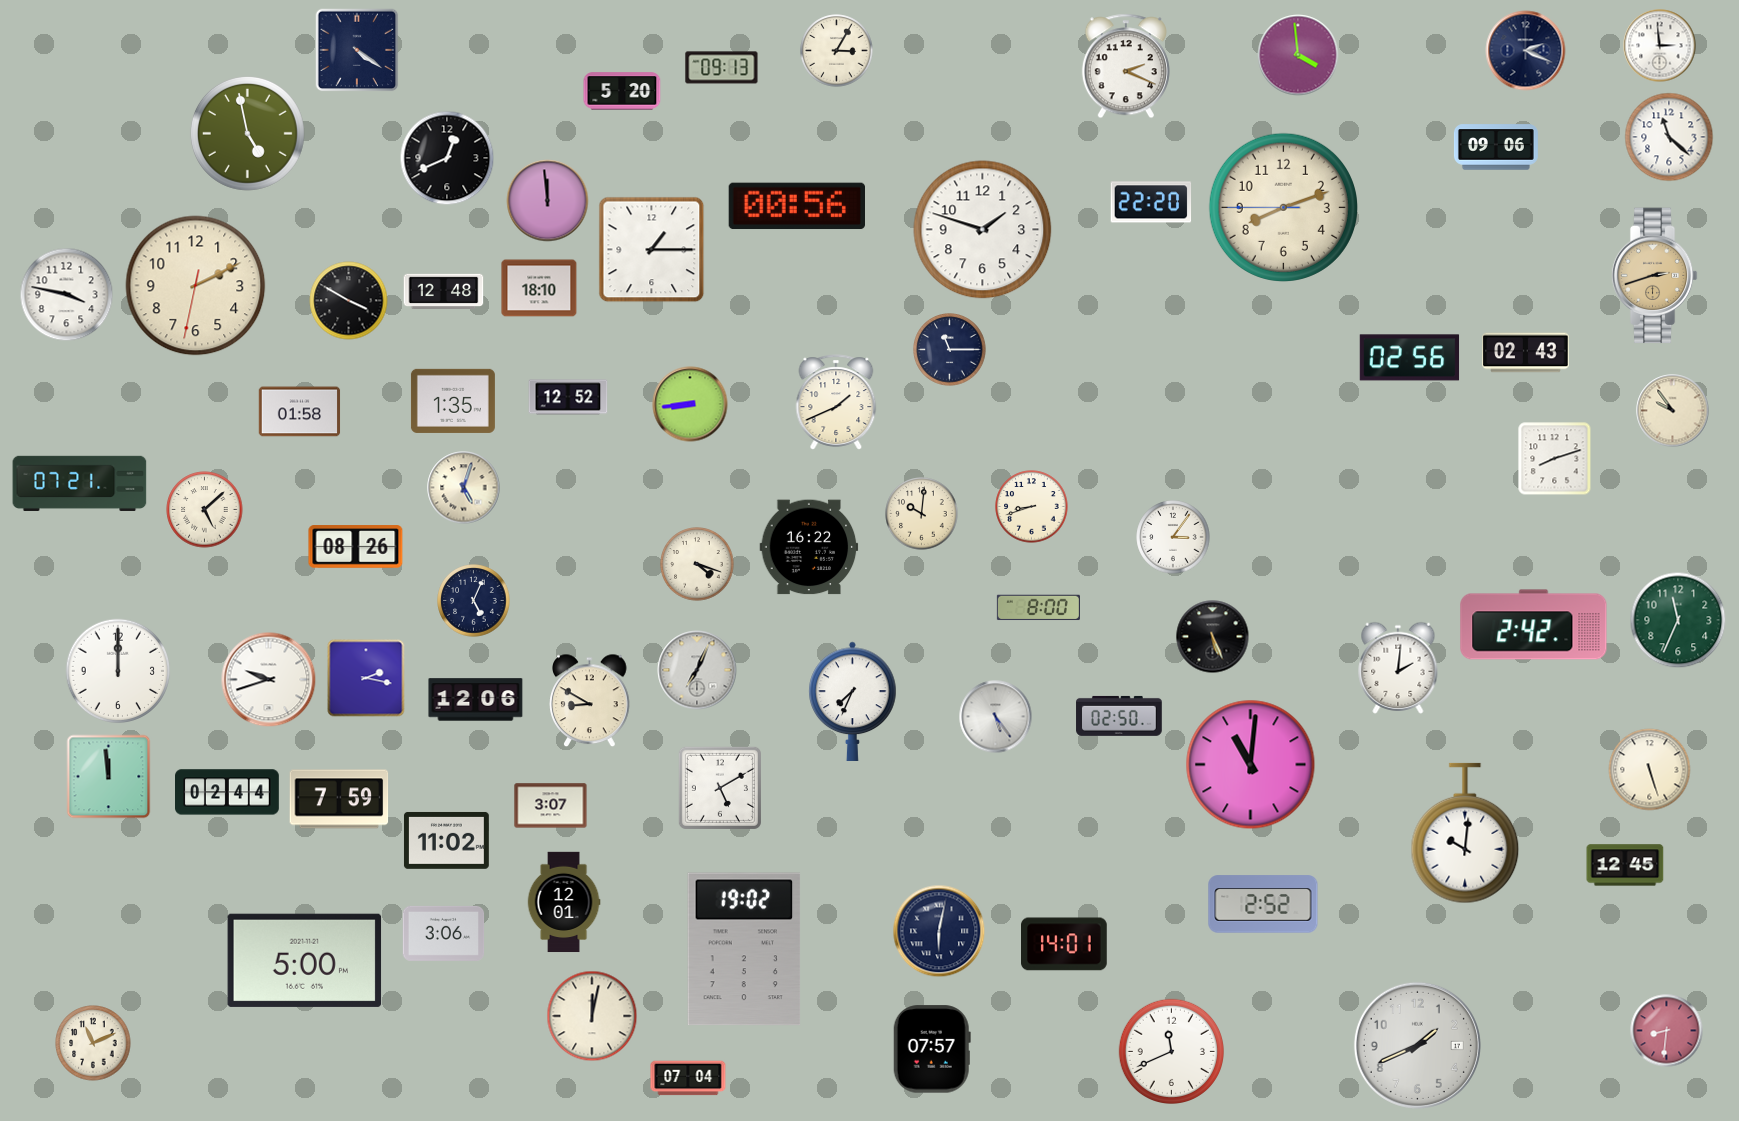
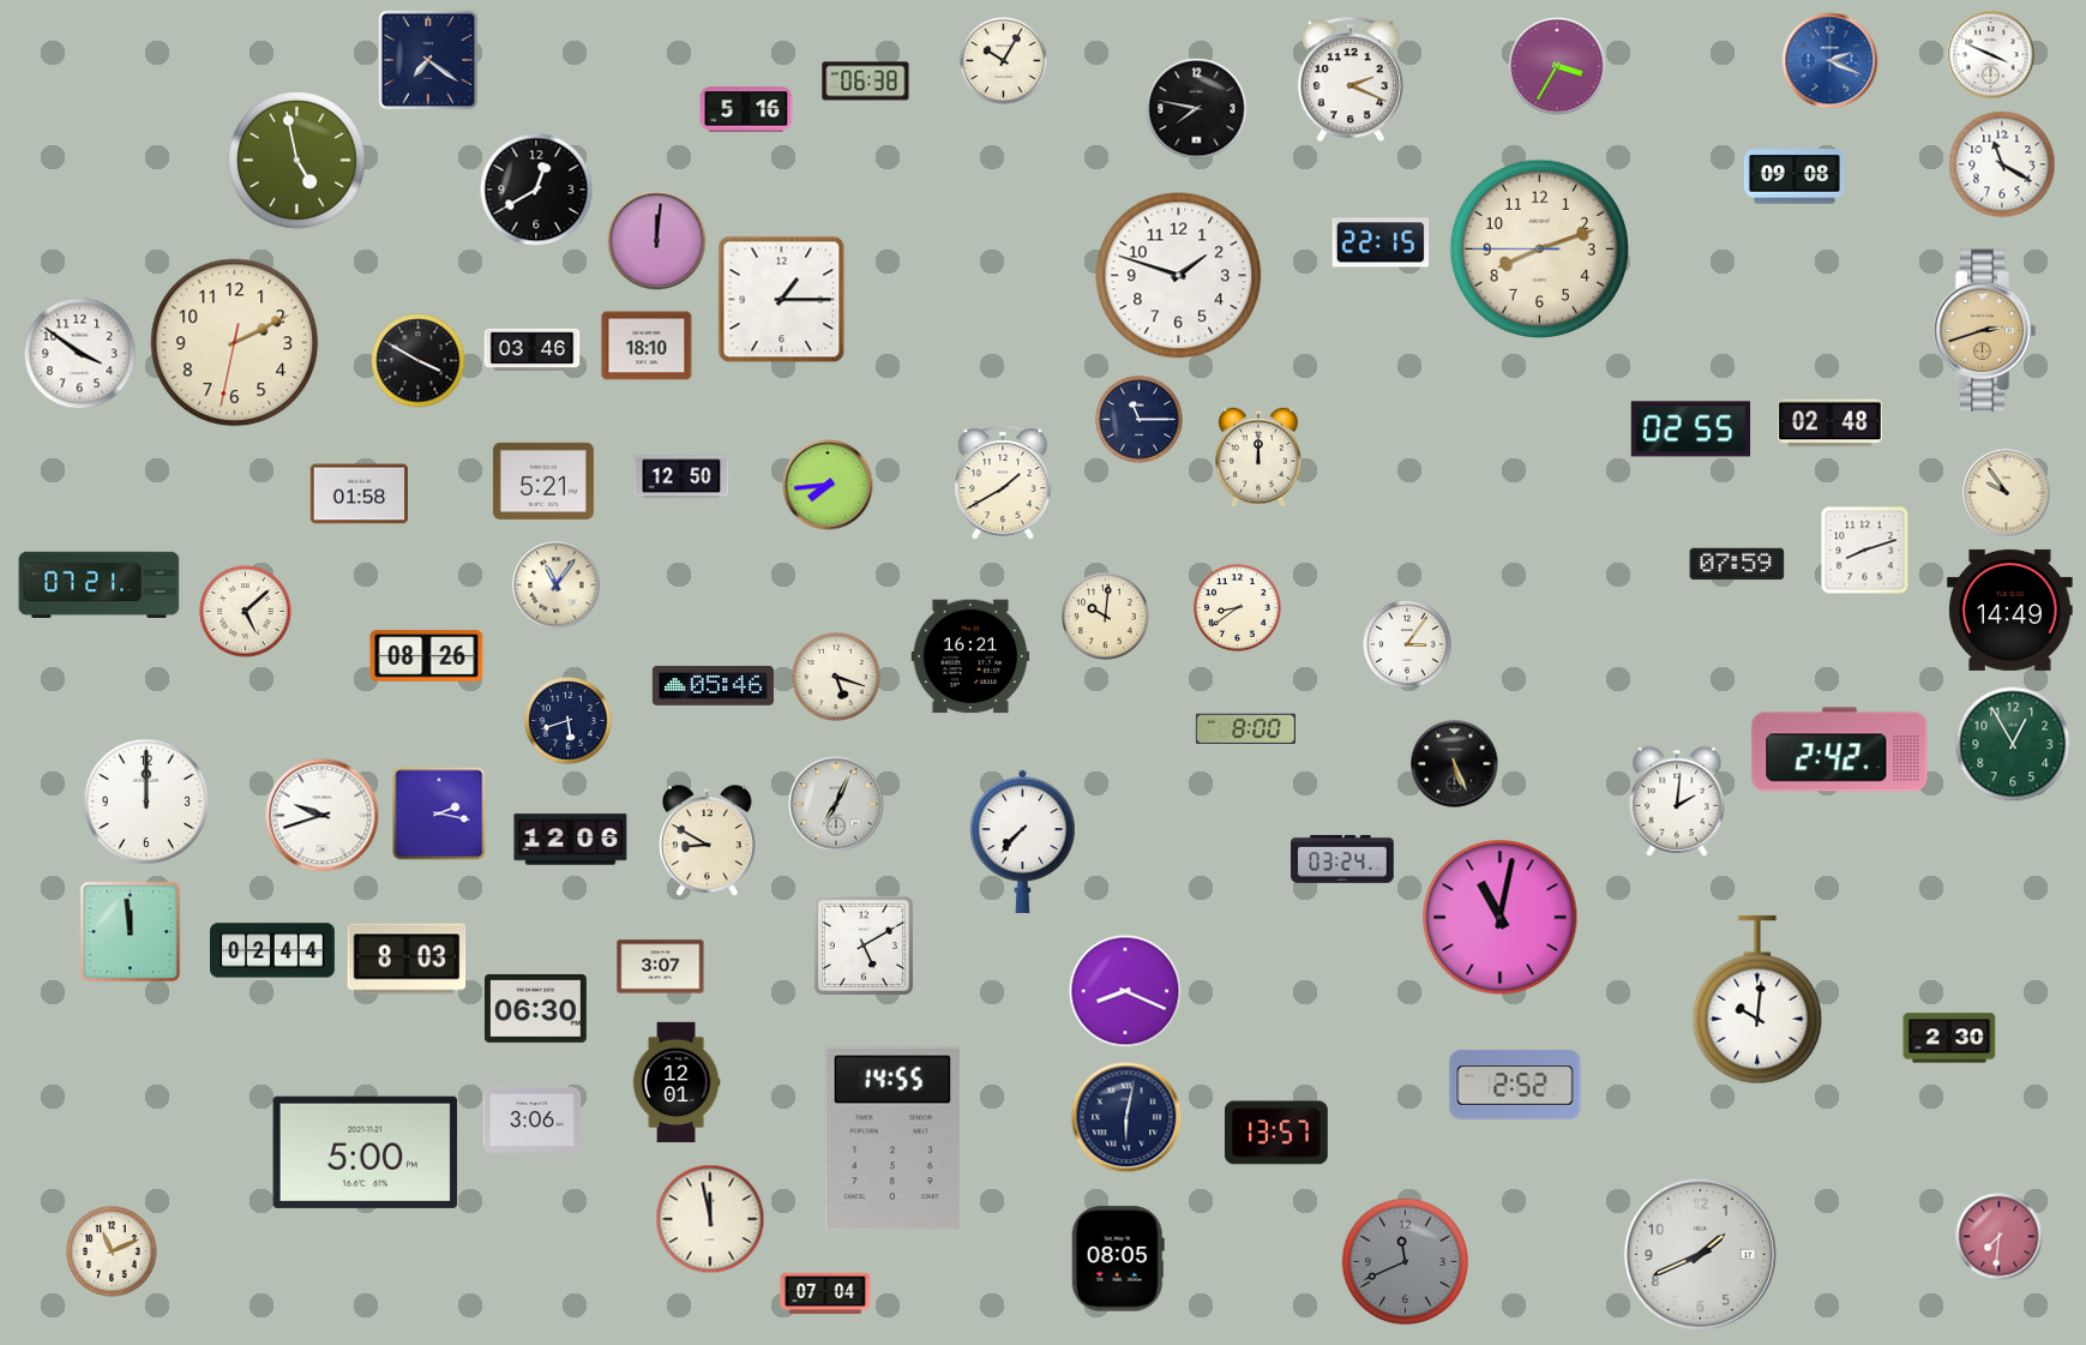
clock at (1660, 46): 2:59 -> 3:49
clock at (357, 50): 4:21 -> 7:21
clock at (837, 51): 3:05 -> 10:05
clock at (1526, 51) dial: navy -> blue
clock at (1298, 55): 3:59 -> 3:35
clock at (722, 68): 09:13 -> 06:38
clock at (622, 91): 5:20 -> 5:16
clock at (1197, 109): none -> 7:47
clock at (1669, 137): 11:22 -> 11:20
clock at (1496, 147): 09:06 -> 09:08
clock at (447, 158): 12:41 -> 12:40
clock at (548, 201): 11:59 -> 12:01
clock at (1151, 202): 22:20 -> 22:15
clock at (796, 206): 00:56 -> none
clock at (444, 292): 12:48 -> 03:46
clock at (67, 295): 3:47 -> 3:51
clock at (1526, 353): 02:43 -> 02:48
clock at (1410, 358): 02:56 -> 02:55
clock at (1258, 457): none -> 12:00
clock at (568, 397): 12:52 -> 12:50
clock at (453, 401): 1:35 -> 5:21
clock at (836, 402): 1:41 -> 1:40
clock at (690, 404): 8:44 -> 7:44
clock at (1737, 564): none -> 07:59
clock at (80, 483) position: (80, 483) -> (100, 584)
clock at (464, 488): 5:03 -> 11:06
clock at (1032, 507): 8:42 -> 8:39
clock at (2010, 610): none -> 14:49
clock at (809, 547): 16:22 -> 16:21
clock at (697, 564): 4:18 -> 5:18
clock at (713, 685): none -> 05:46
clock at (474, 601): 5:04 -> 5:42
clock at (1678, 620): 11:34 -> 12:55
clock at (118, 671) position: (118, 671) -> (146, 801)
clock at (853, 701): 7:34 -> 7:37
clock at (1119, 716): 02:50 -> 03:24
clock at (996, 717): 5:24 -> none
clock at (1251, 765): 11:01 -> 11:02
clock at (1650, 770): 5:27 -> none
clock at (339, 799): 7:59 -> 8:03
clock at (1125, 991): none -> 8:19
clock at (446, 840): 11:02 -> 06:30
clock at (1625, 865): 12:45 -> 2:30
clock at (1065, 944): 14:01 -> 13:57
clock at (744, 949): 19:02 -> 14:55
clock at (592, 1016): 12:02 -> 11:58
clock at (1667, 1031): 8:31 -> 7:31
clock at (932, 1049): 07:57 -> 08:05
clock at (1171, 1051) dial: white -> grey
